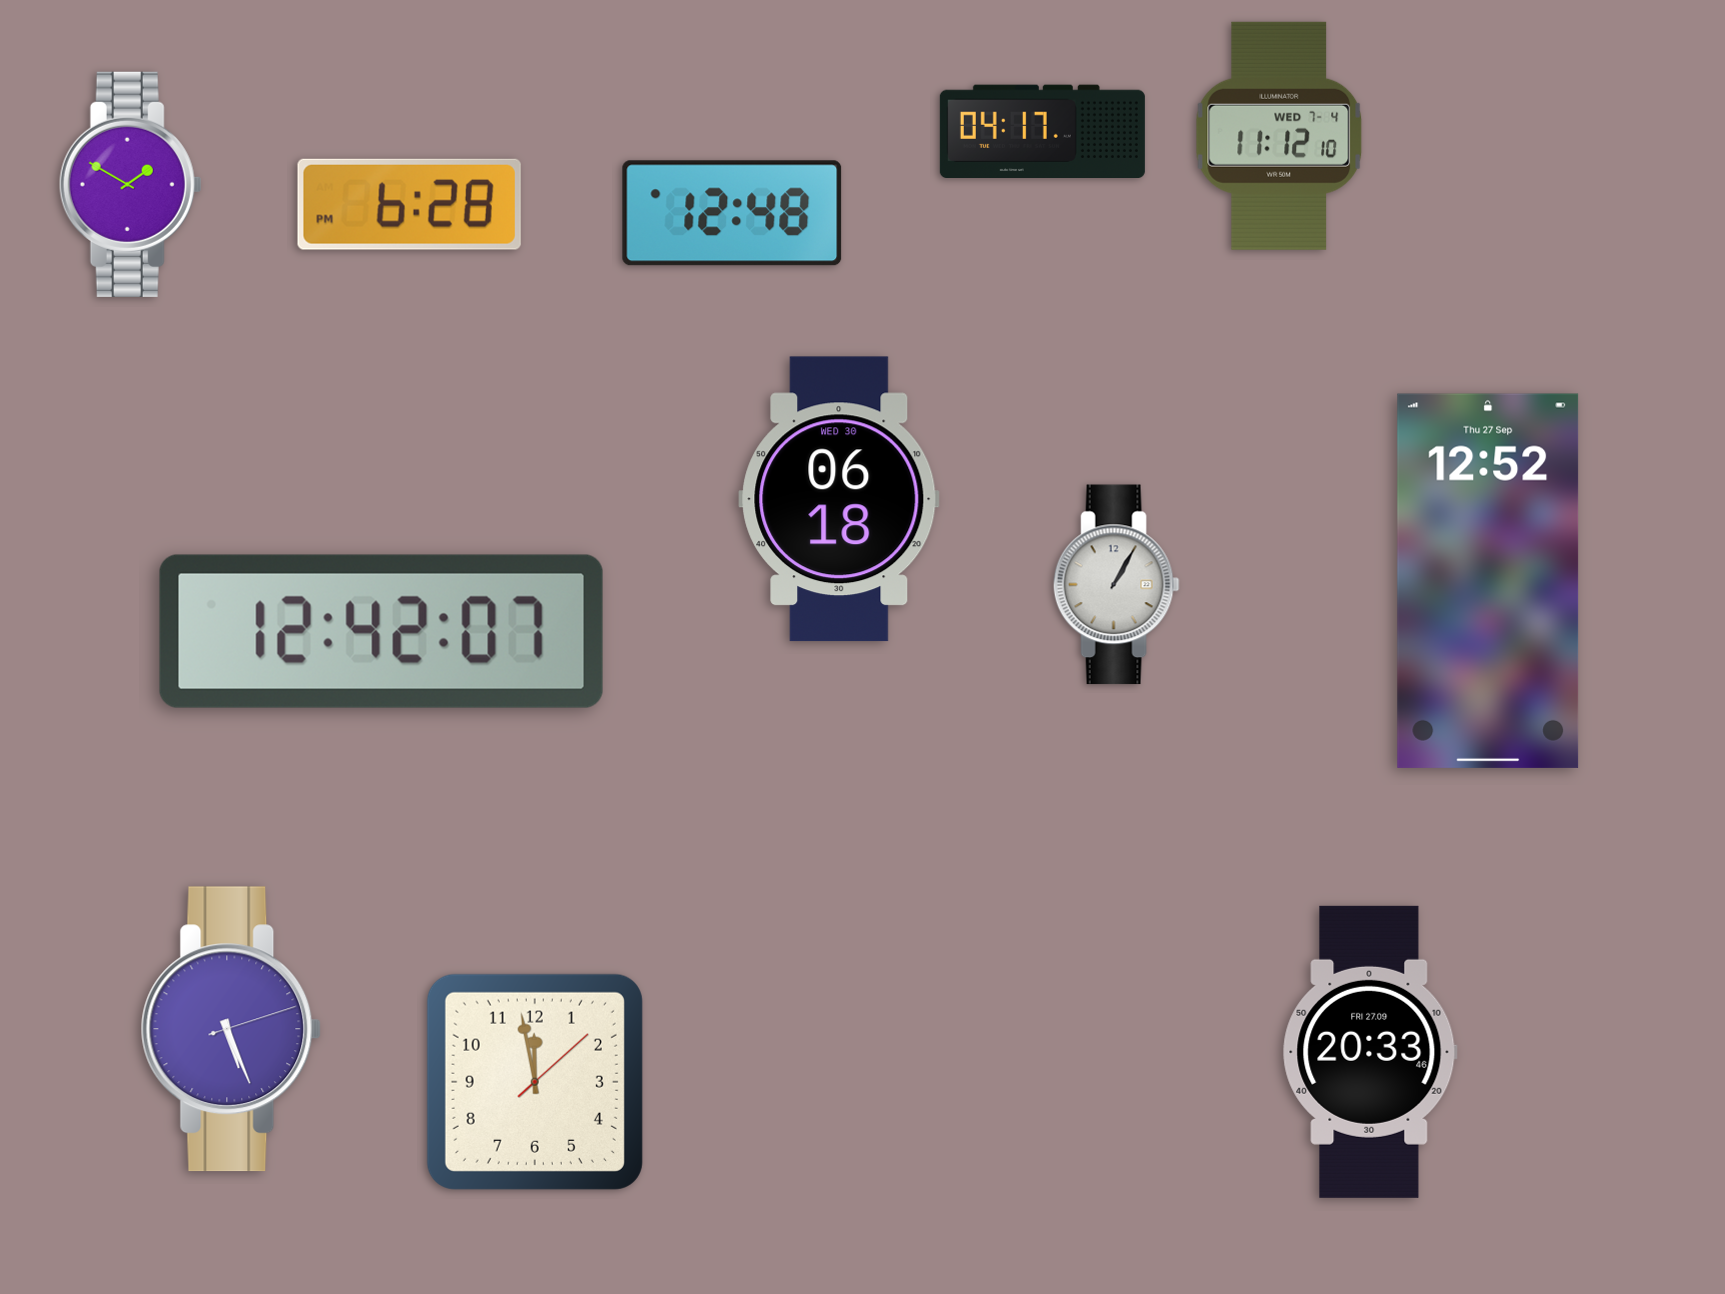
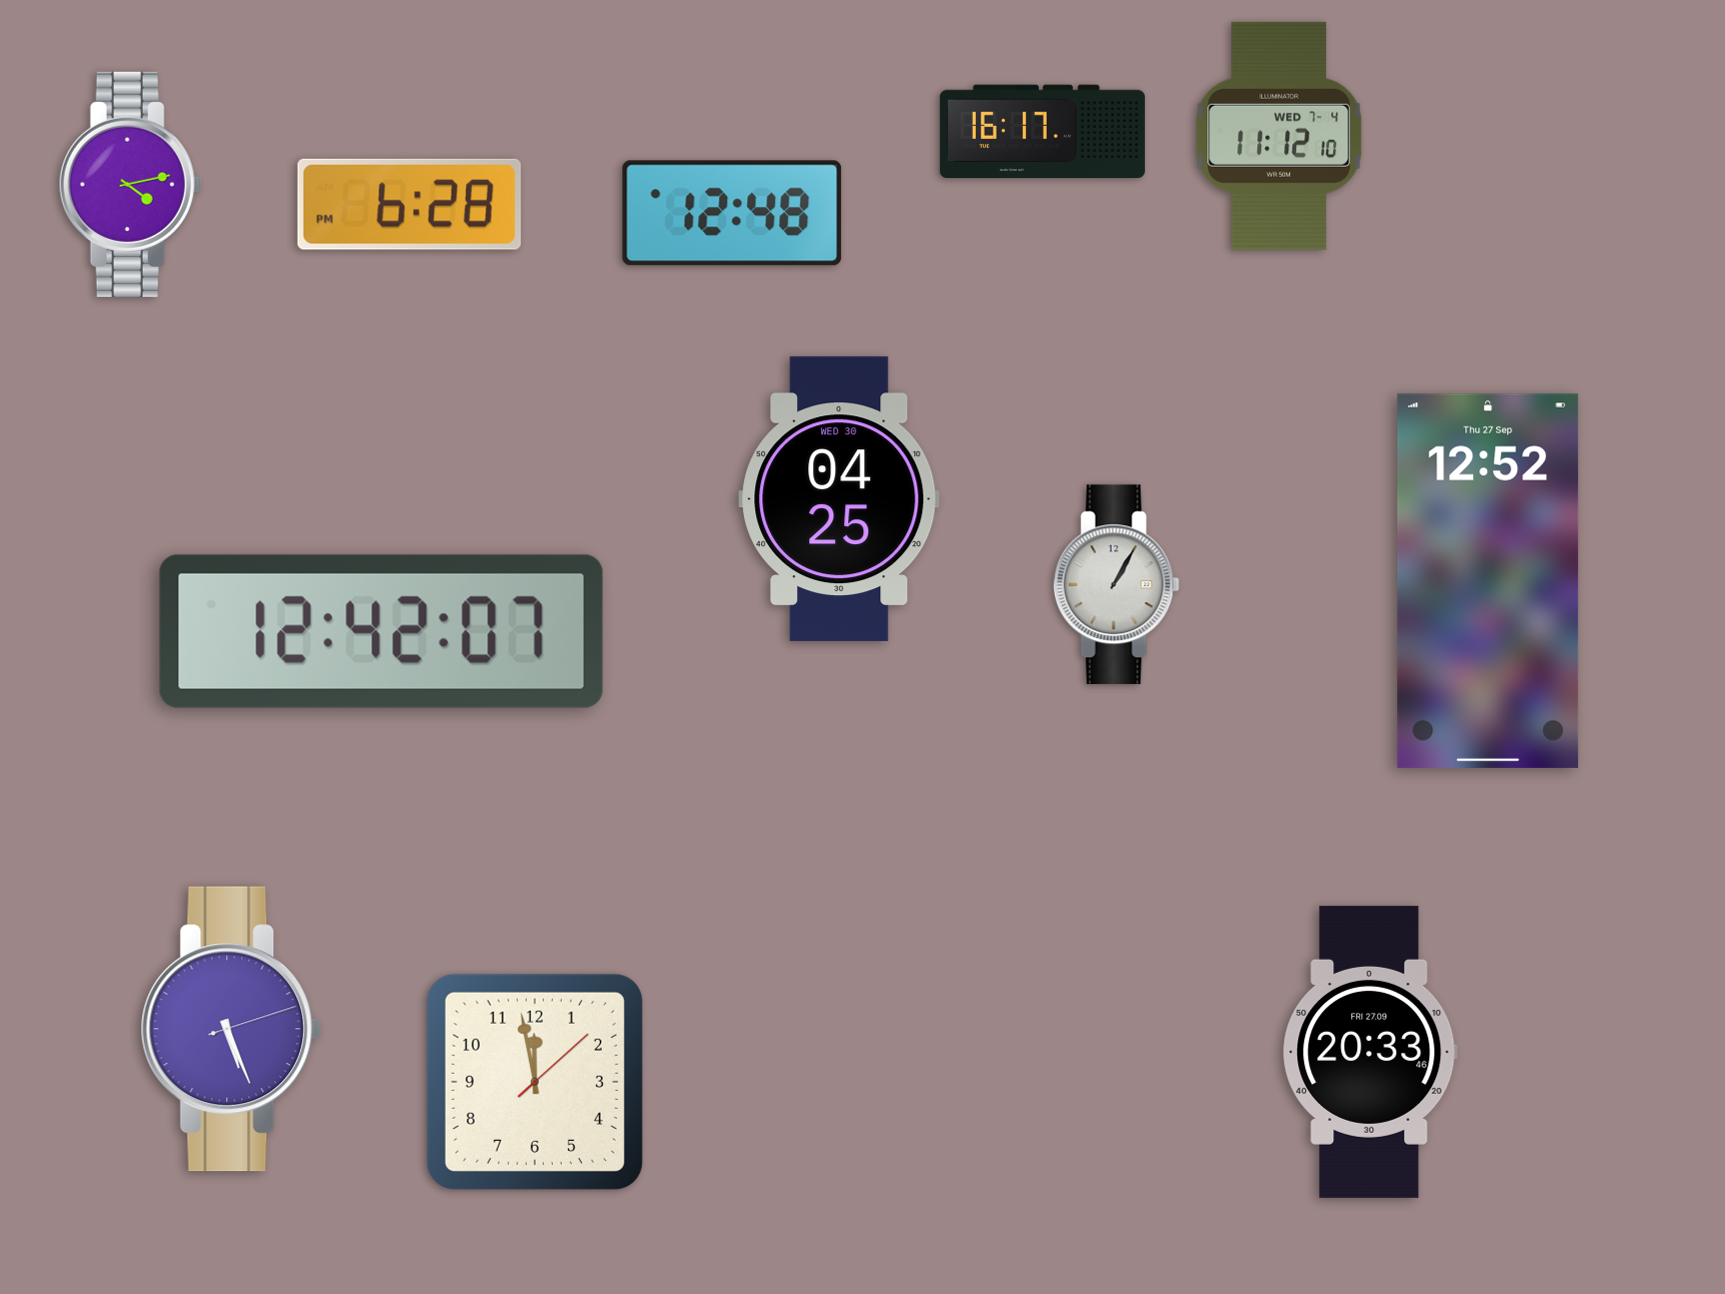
clock at (1042, 131): 04:17 -> 16:17
clock at (130, 184): 1:50 -> 4:13
clock at (839, 499): 06:18 -> 04:25
